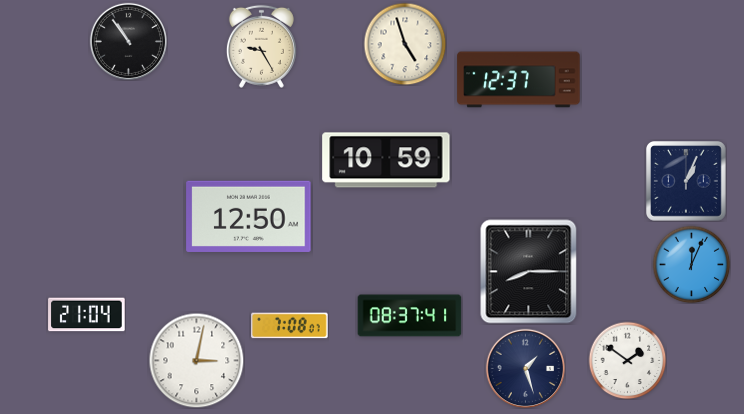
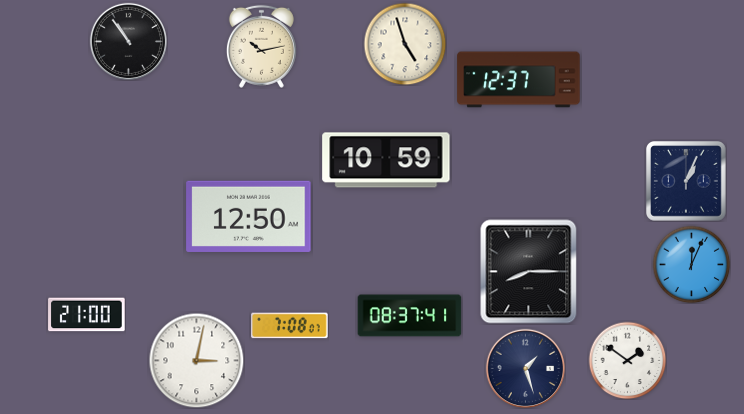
clock at (261, 46): 9:25 -> 10:13
clock at (87, 315): 21:04 -> 21:00
